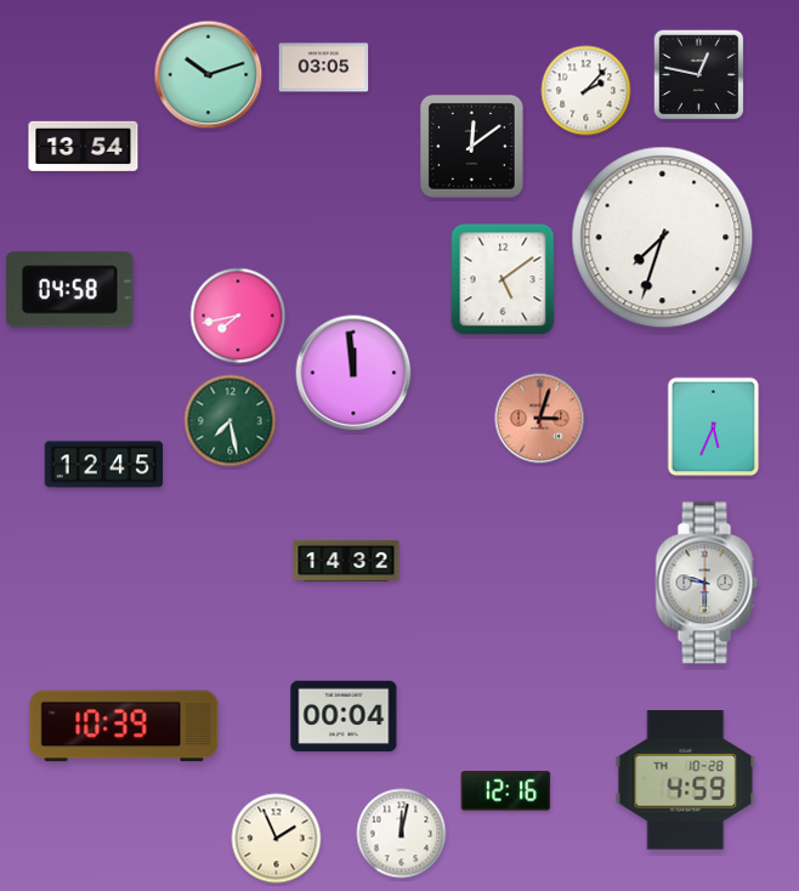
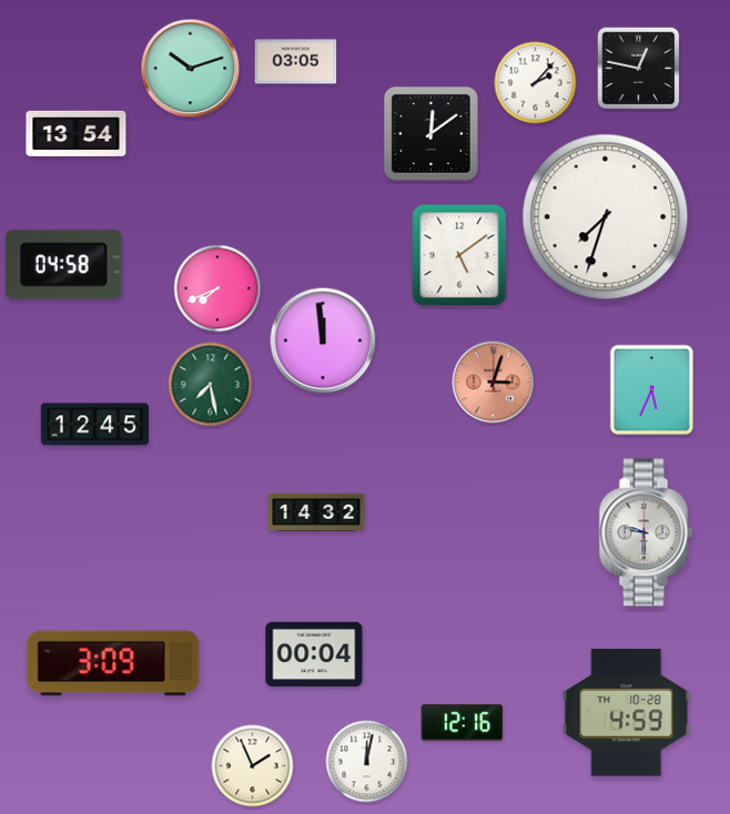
clock at (238, 316): 7:43 -> 7:41
clock at (124, 726): 10:39 -> 3:09
